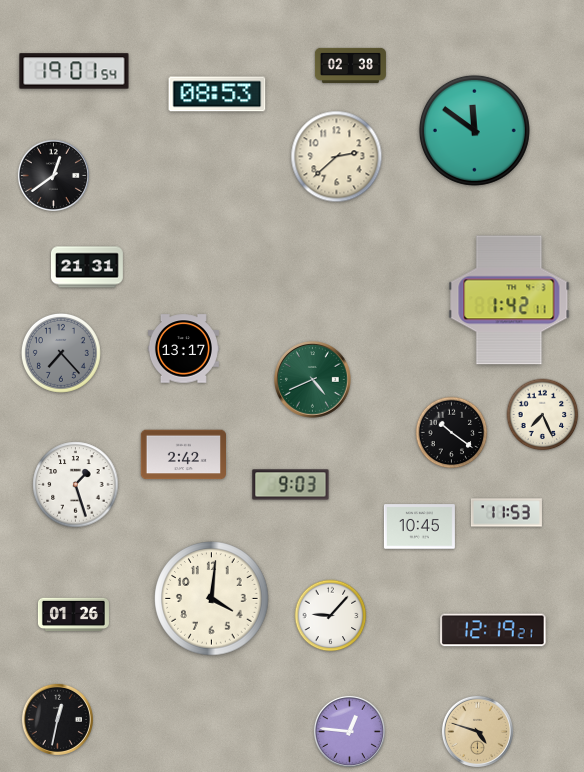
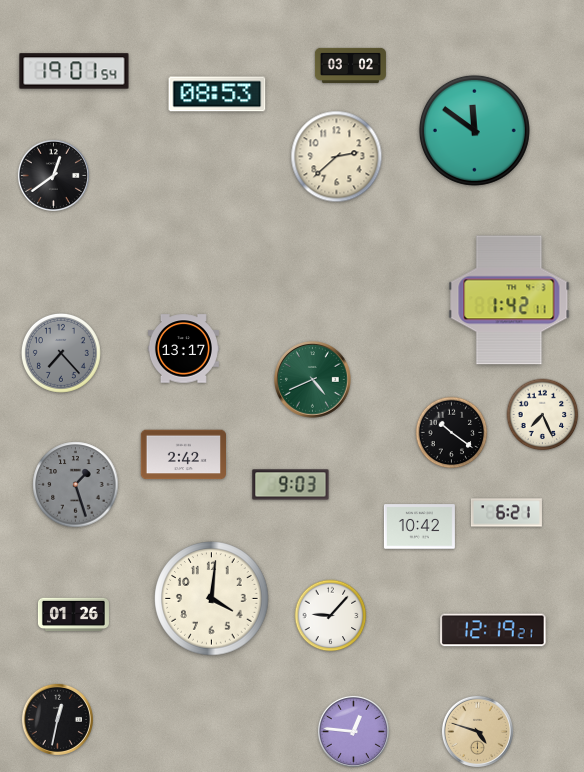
clock at (350, 65): 02:38 -> 03:02
clock at (87, 267): 21:31 -> none
clock at (76, 485) dial: white -> grey
clock at (506, 513): 11:53 -> 6:21
clock at (419, 527): 10:45 -> 10:42
clock at (349, 731) position: (349, 731) -> (353, 731)
